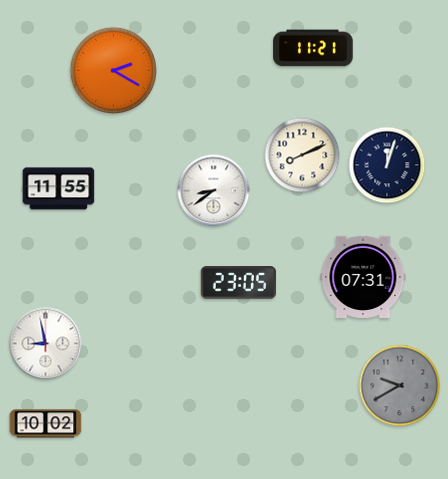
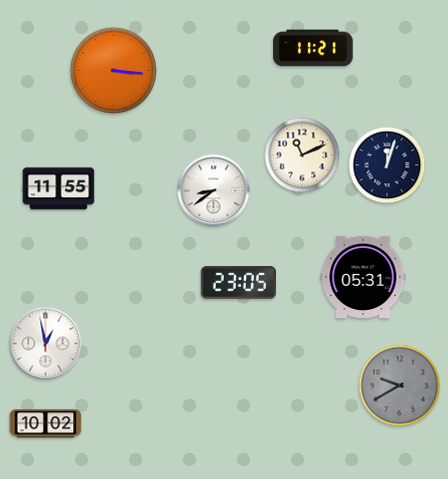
clock at (114, 71): 2:20 -> 3:16
clock at (302, 155): 8:11 -> 11:11
clock at (363, 277): 07:31 -> 05:31
clock at (46, 344): 8:58 -> 12:58
